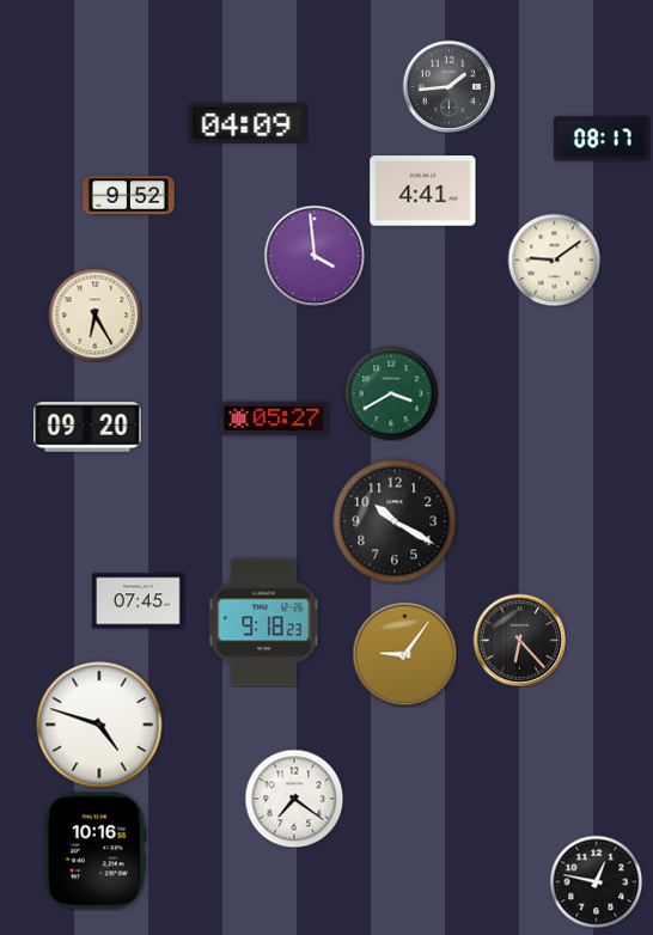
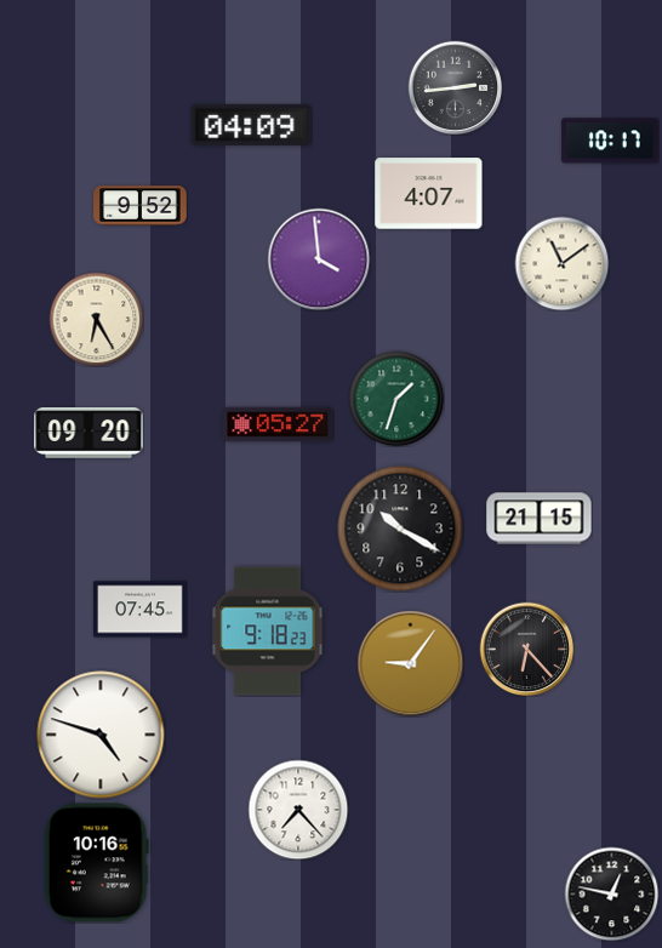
clock at (448, 86): 1:44 -> 2:44
clock at (602, 139): 08:17 -> 10:17
clock at (423, 191): 4:41 -> 4:07
clock at (129, 196) position: (129, 196) -> (141, 206)
clock at (554, 259): 9:09 -> 11:09
clock at (391, 393): 3:40 -> 1:33
clock at (540, 519): none -> 21:15
clock at (294, 799): 7:21 -> 7:23
clock at (596, 881) position: (596, 881) -> (611, 893)
